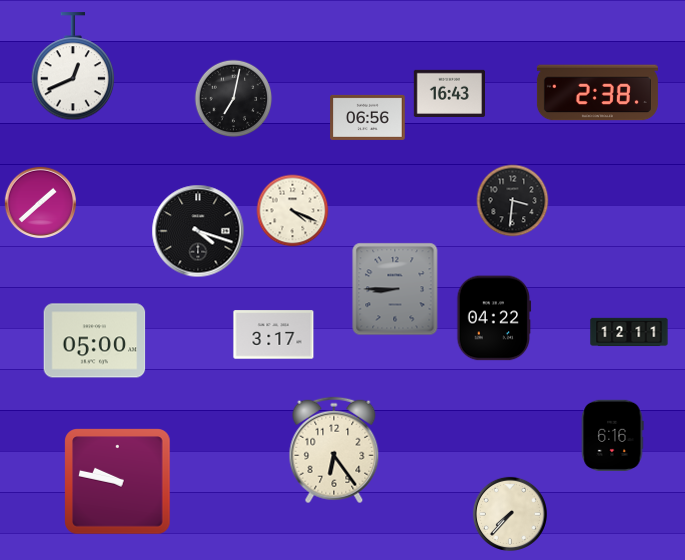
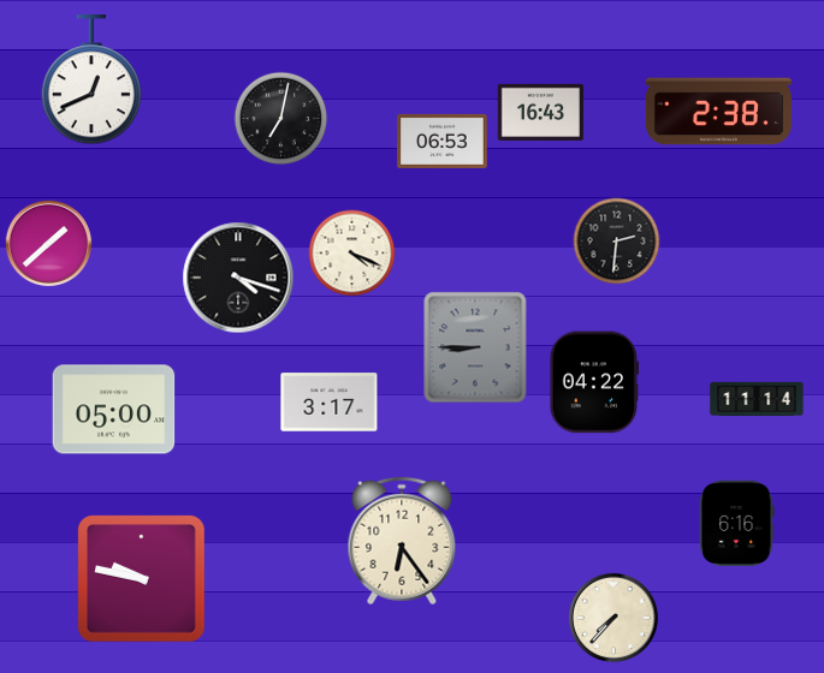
clock at (73, 67) position: (73, 67) -> (91, 81)
clock at (368, 117): 06:56 -> 06:53
clock at (513, 201): 3:31 -> 2:31
clock at (629, 332): 12:11 -> 11:14
